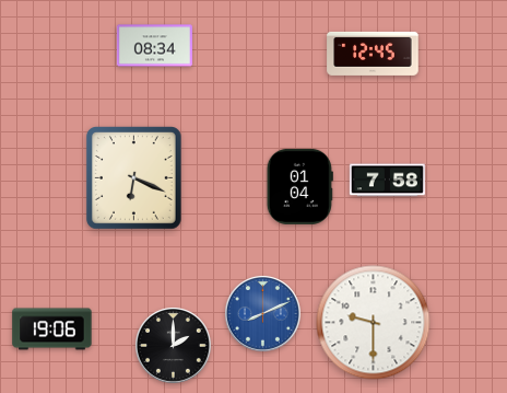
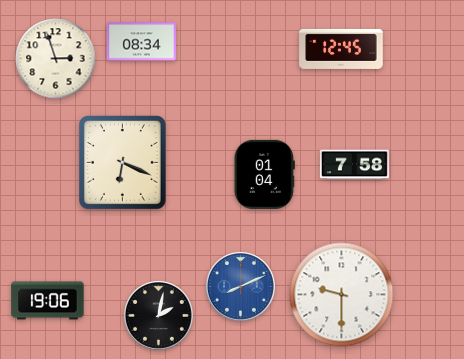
clock at (56, 59): none -> 2:57
clock at (299, 186) position: (299, 186) -> (264, 174)
clock at (173, 345): 2:00 -> 2:02
